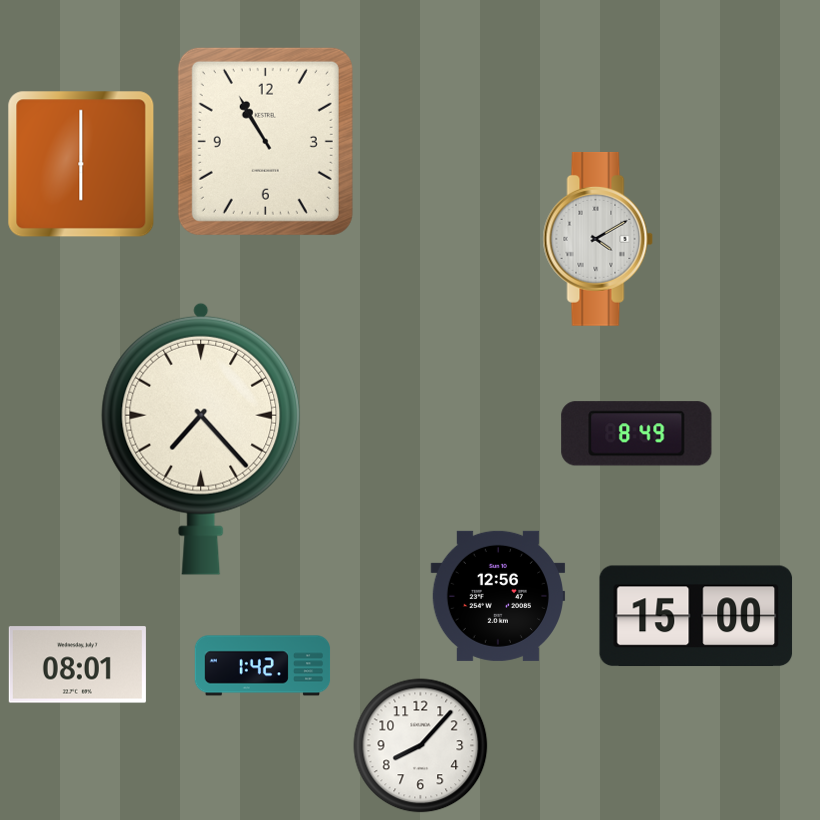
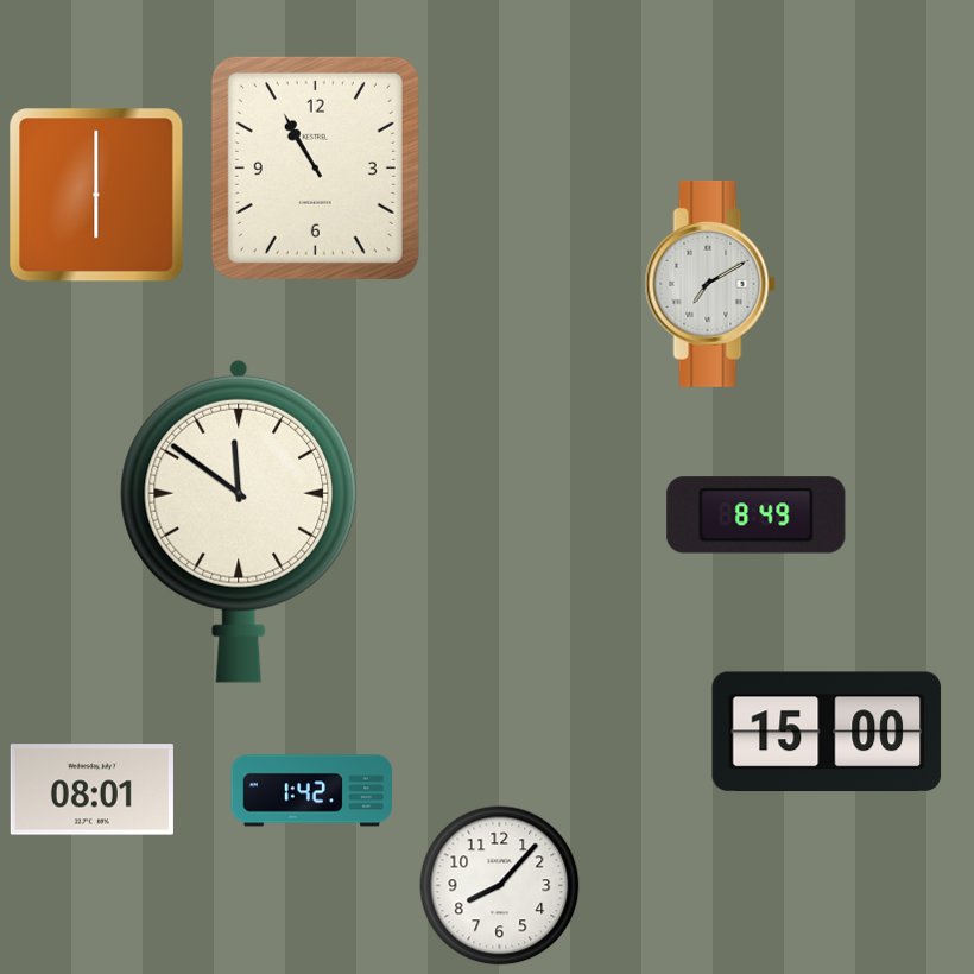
clock at (598, 239): 4:10 -> 7:10
clock at (201, 439): 7:23 -> 11:51
clock at (498, 596): 12:56 -> none
